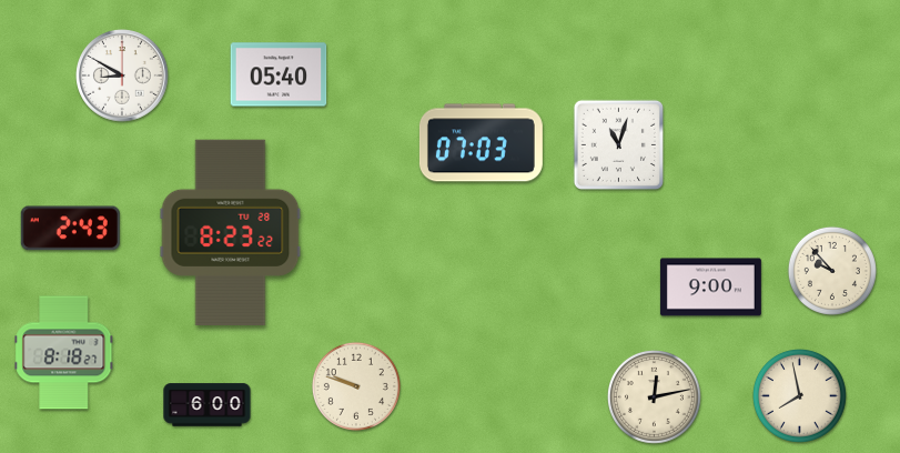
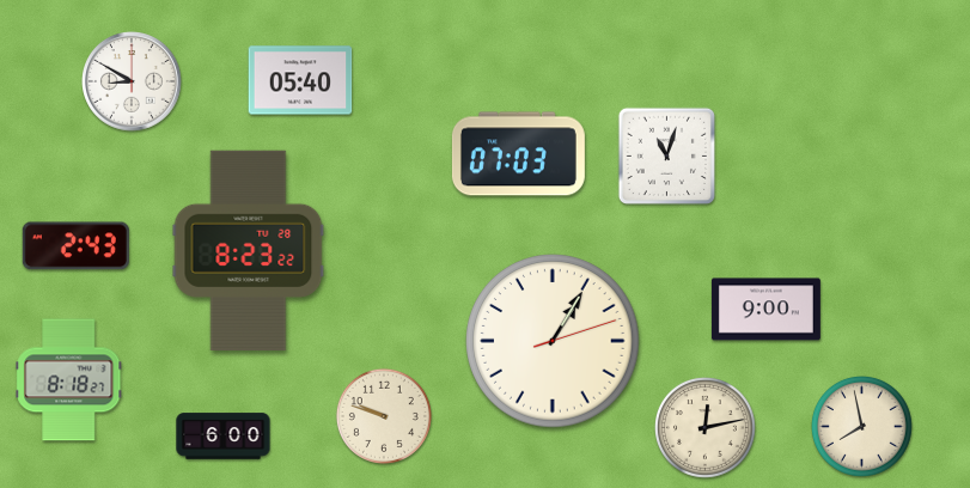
clock at (832, 271): 9:53 -> none
clock at (553, 341): none -> 1:05
